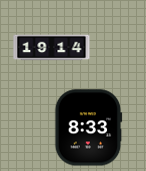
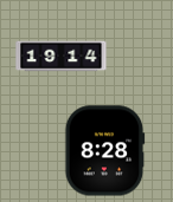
clock at (89, 128): 8:33 -> 8:28
